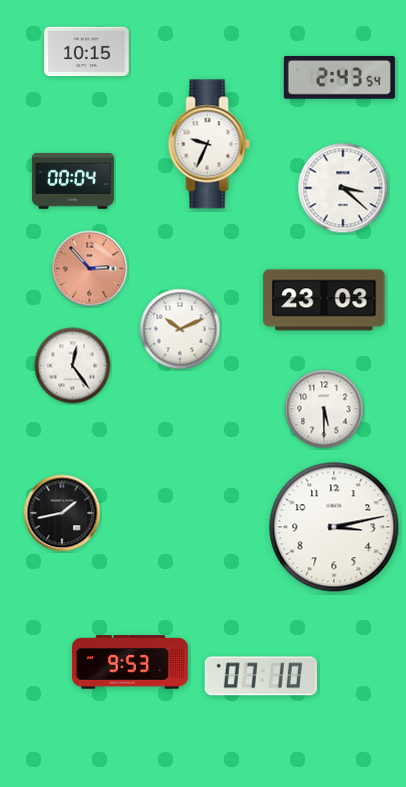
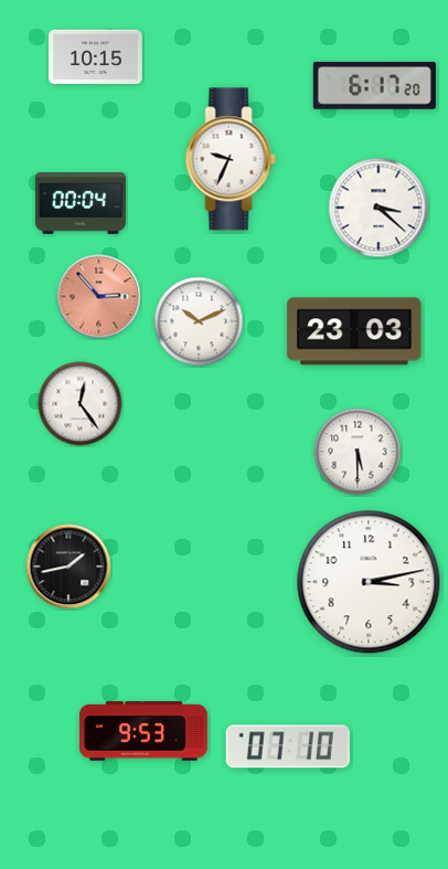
clock at (339, 78): 2:43 -> 6:17
clock at (73, 182) position: (73, 182) -> (81, 204)
clock at (324, 300) position: (324, 300) -> (354, 331)
clock at (180, 329) position: (180, 329) -> (199, 321)
